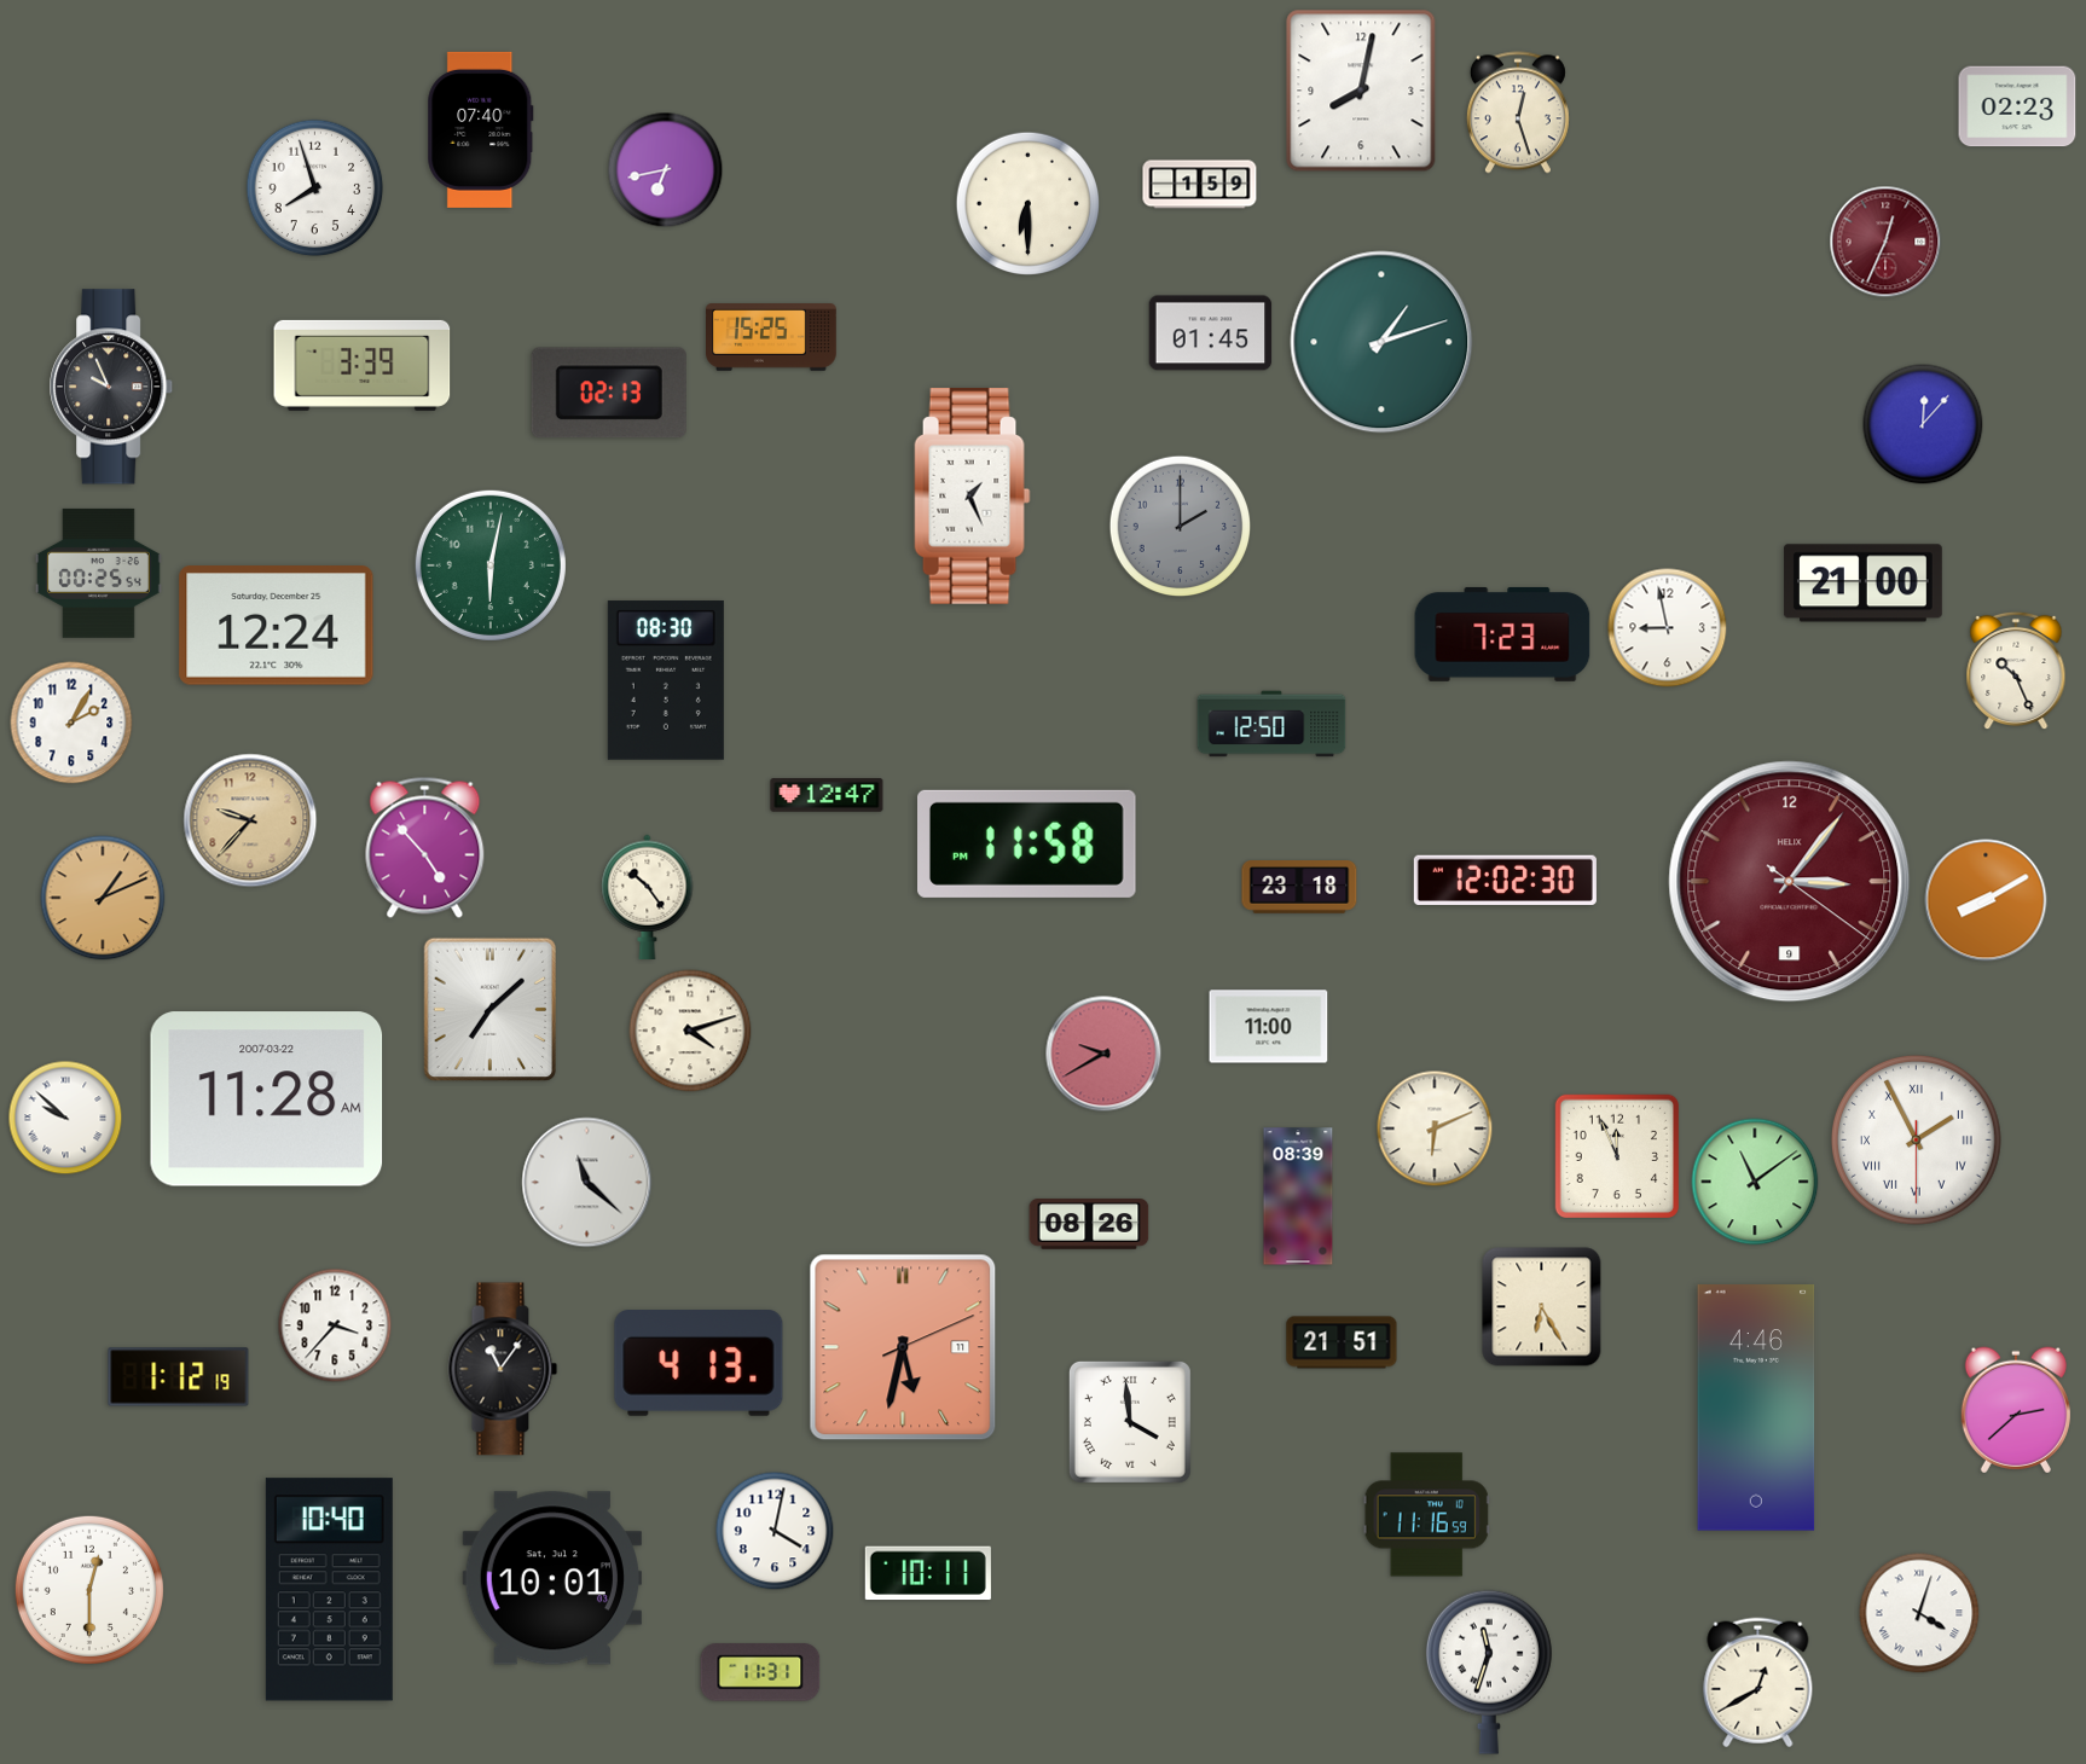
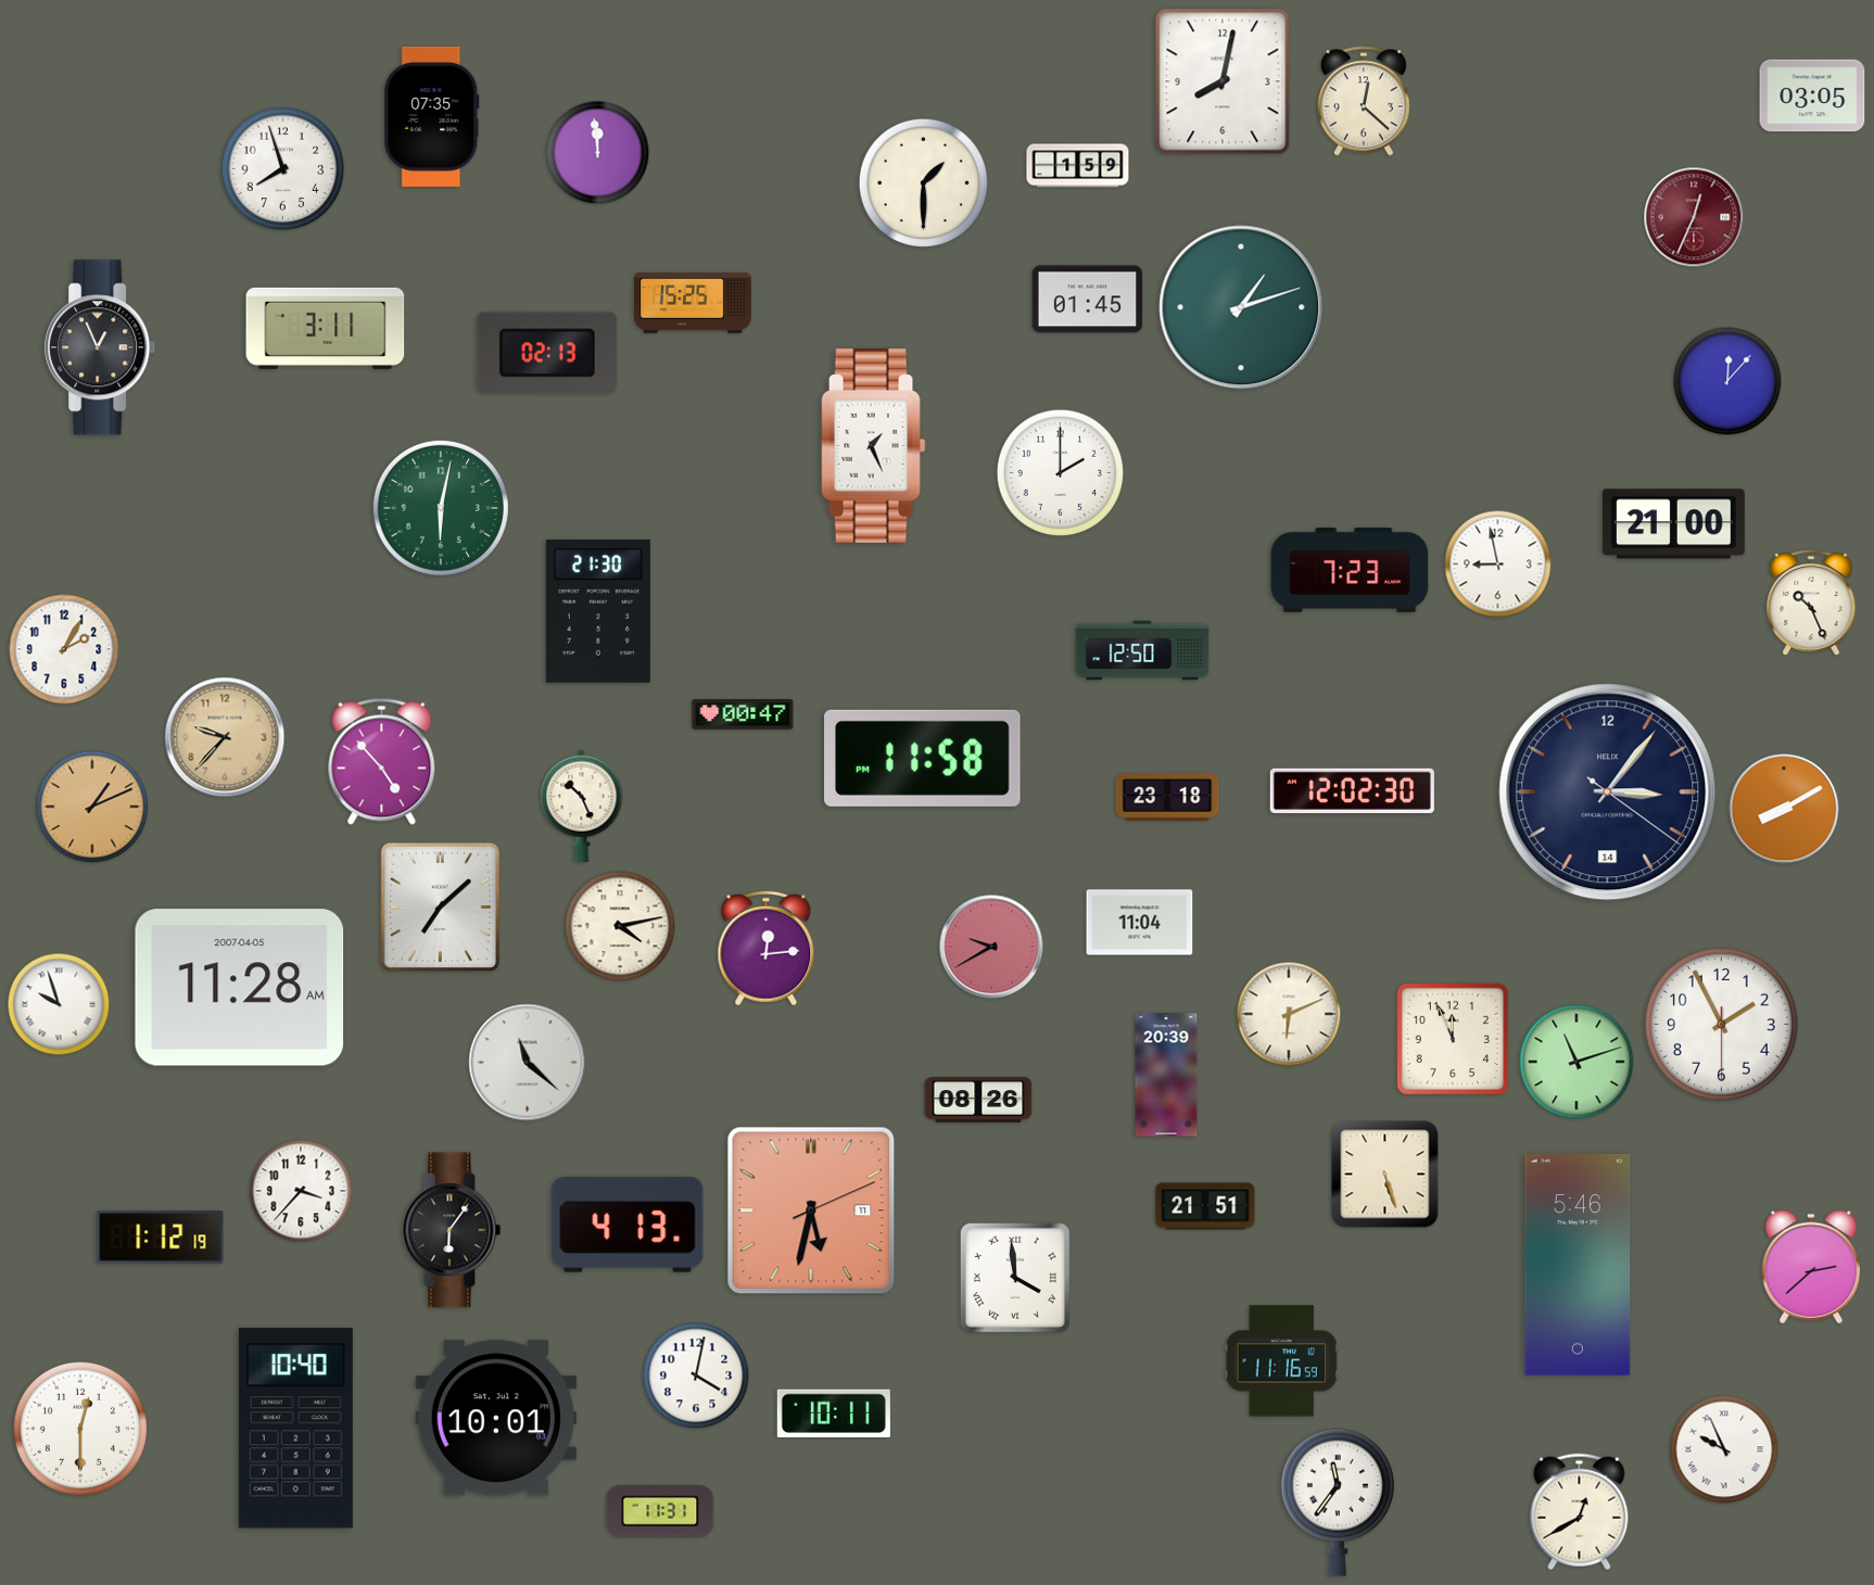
clock at (2017, 106): 02:23 -> 03:05
clock at (1518, 112): 12:27 -> 12:22
clock at (481, 129): 07:40 -> 07:35
clock at (666, 170): 6:43 -> 11:59
clock at (1027, 203): 6:30 -> 1:30
clock at (363, 365): 3:39 -> 3:11
clock at (112, 387): 9:56 -> 12:56
clock at (1181, 527) dial: grey -> white
clock at (98, 573): 00:25 -> none
clock at (277, 626): 12:24 -> none
clock at (666, 680): 08:30 -> 21:30
clock at (827, 795): 12:47 -> 00:47
clock at (1790, 882) date: 9 -> 14
clock at (1790, 882) dial: burgundy -> navy
clock at (648, 896): 10:24 -> 10:26
clock at (1269, 1027): 11:00 -> 11:04
clock at (690, 1031): 4:12 -> 4:13
clock at (767, 949): none -> 12:14
clock at (267, 1099) date: 2007-03-22 -> 2007-04-05
clock at (65, 1118): 9:52 -> 9:57
clock at (1916, 1139) numerals: Roman -> Arabic
clock at (1755, 1182): 11:09 -> 11:12
clock at (1298, 1196): 08:39 -> 20:39
clock at (1542, 1307): 6:25 -> 5:27
clock at (503, 1369): 11:06 -> 6:06
clock at (1756, 1408): 4:46 -> 5:46
clock at (1919, 1613): 4:03 -> 9:56
clock at (760, 1672) position: (760, 1672) -> (660, 1511)
clock at (1489, 1672): 11:33 -> 11:36
